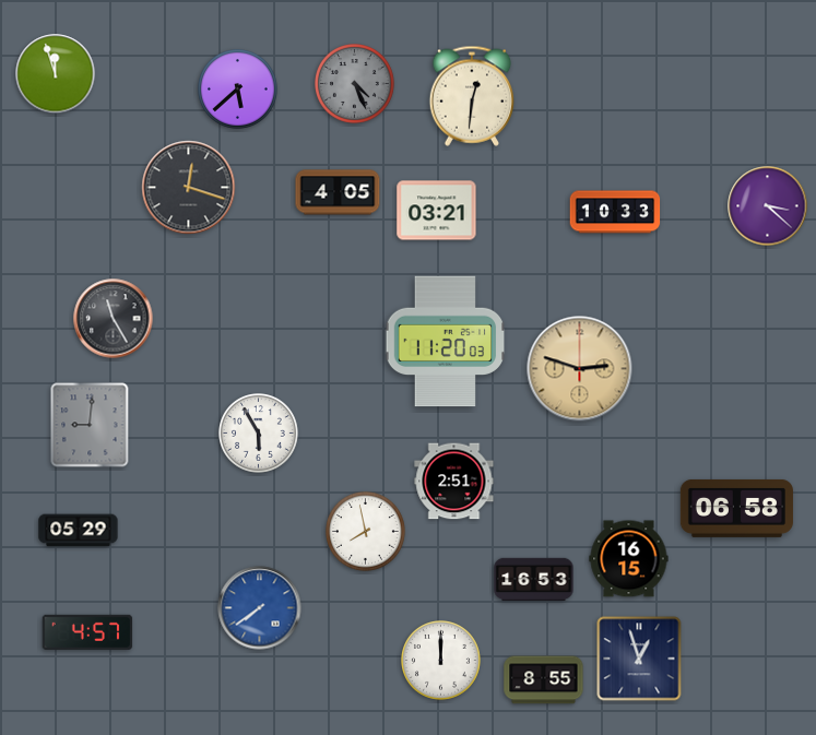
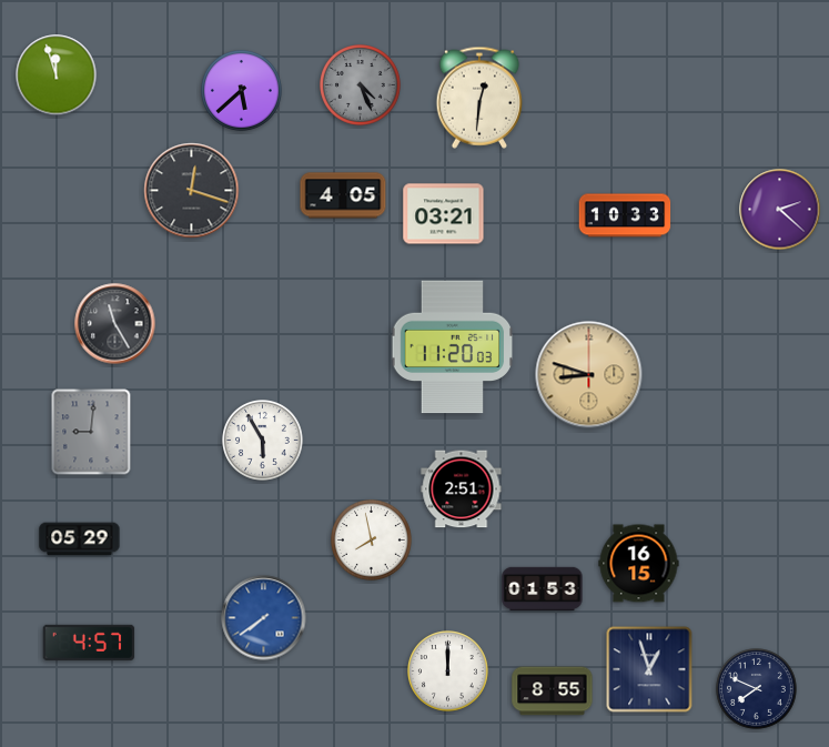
clock at (768, 206): 3:22 -> 2:22
clock at (580, 369): 2:48 -> 8:48
clock at (736, 508): 06:58 -> none
clock at (629, 559) position: (629, 559) -> (639, 564)
clock at (534, 580): 16:53 -> 01:53
clock at (757, 689): none -> 7:49
